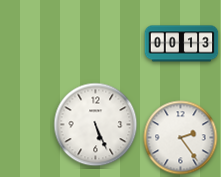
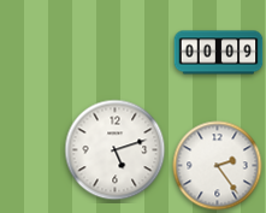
clock at (182, 44): 00:13 -> 00:09
clock at (96, 125): 5:26 -> 5:12
